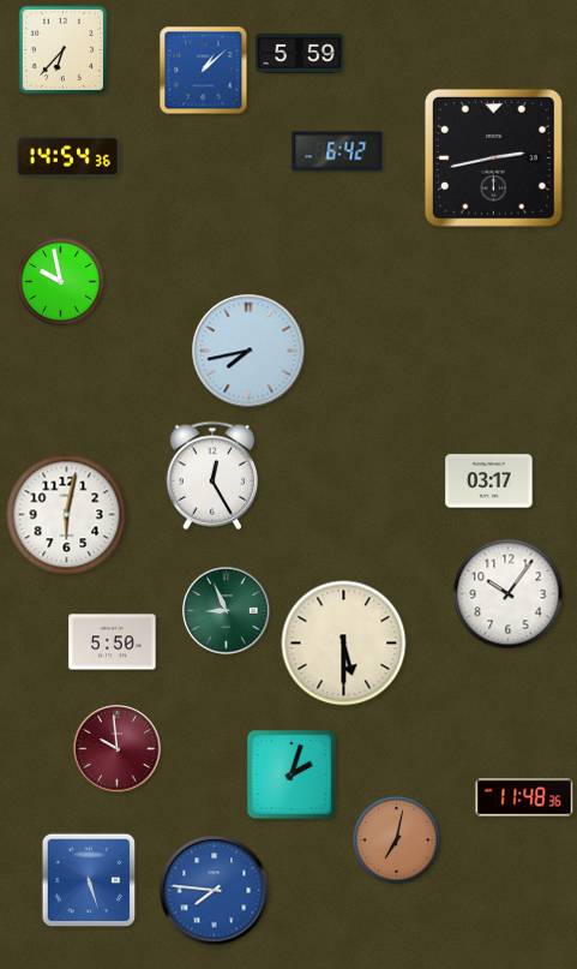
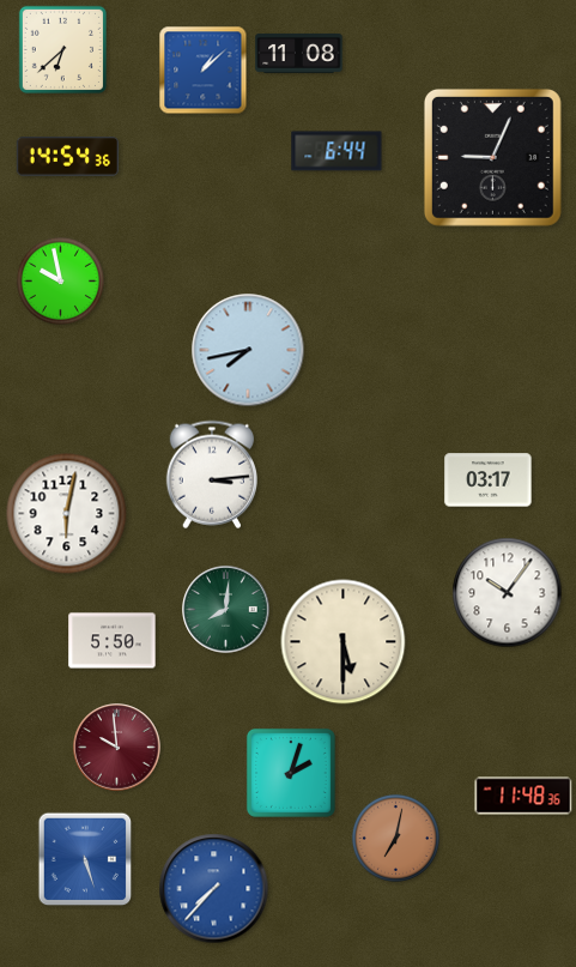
clock at (62, 49): 6:37 -> 6:38
clock at (300, 53): 5:59 -> 11:08
clock at (337, 151): 6:42 -> 6:44
clock at (493, 157): 2:43 -> 9:04
clock at (211, 475): 12:25 -> 3:14
clock at (227, 611): 8:56 -> 8:01
clock at (89, 880) position: (89, 880) -> (85, 859)
clock at (215, 891): 7:46 -> 7:37
